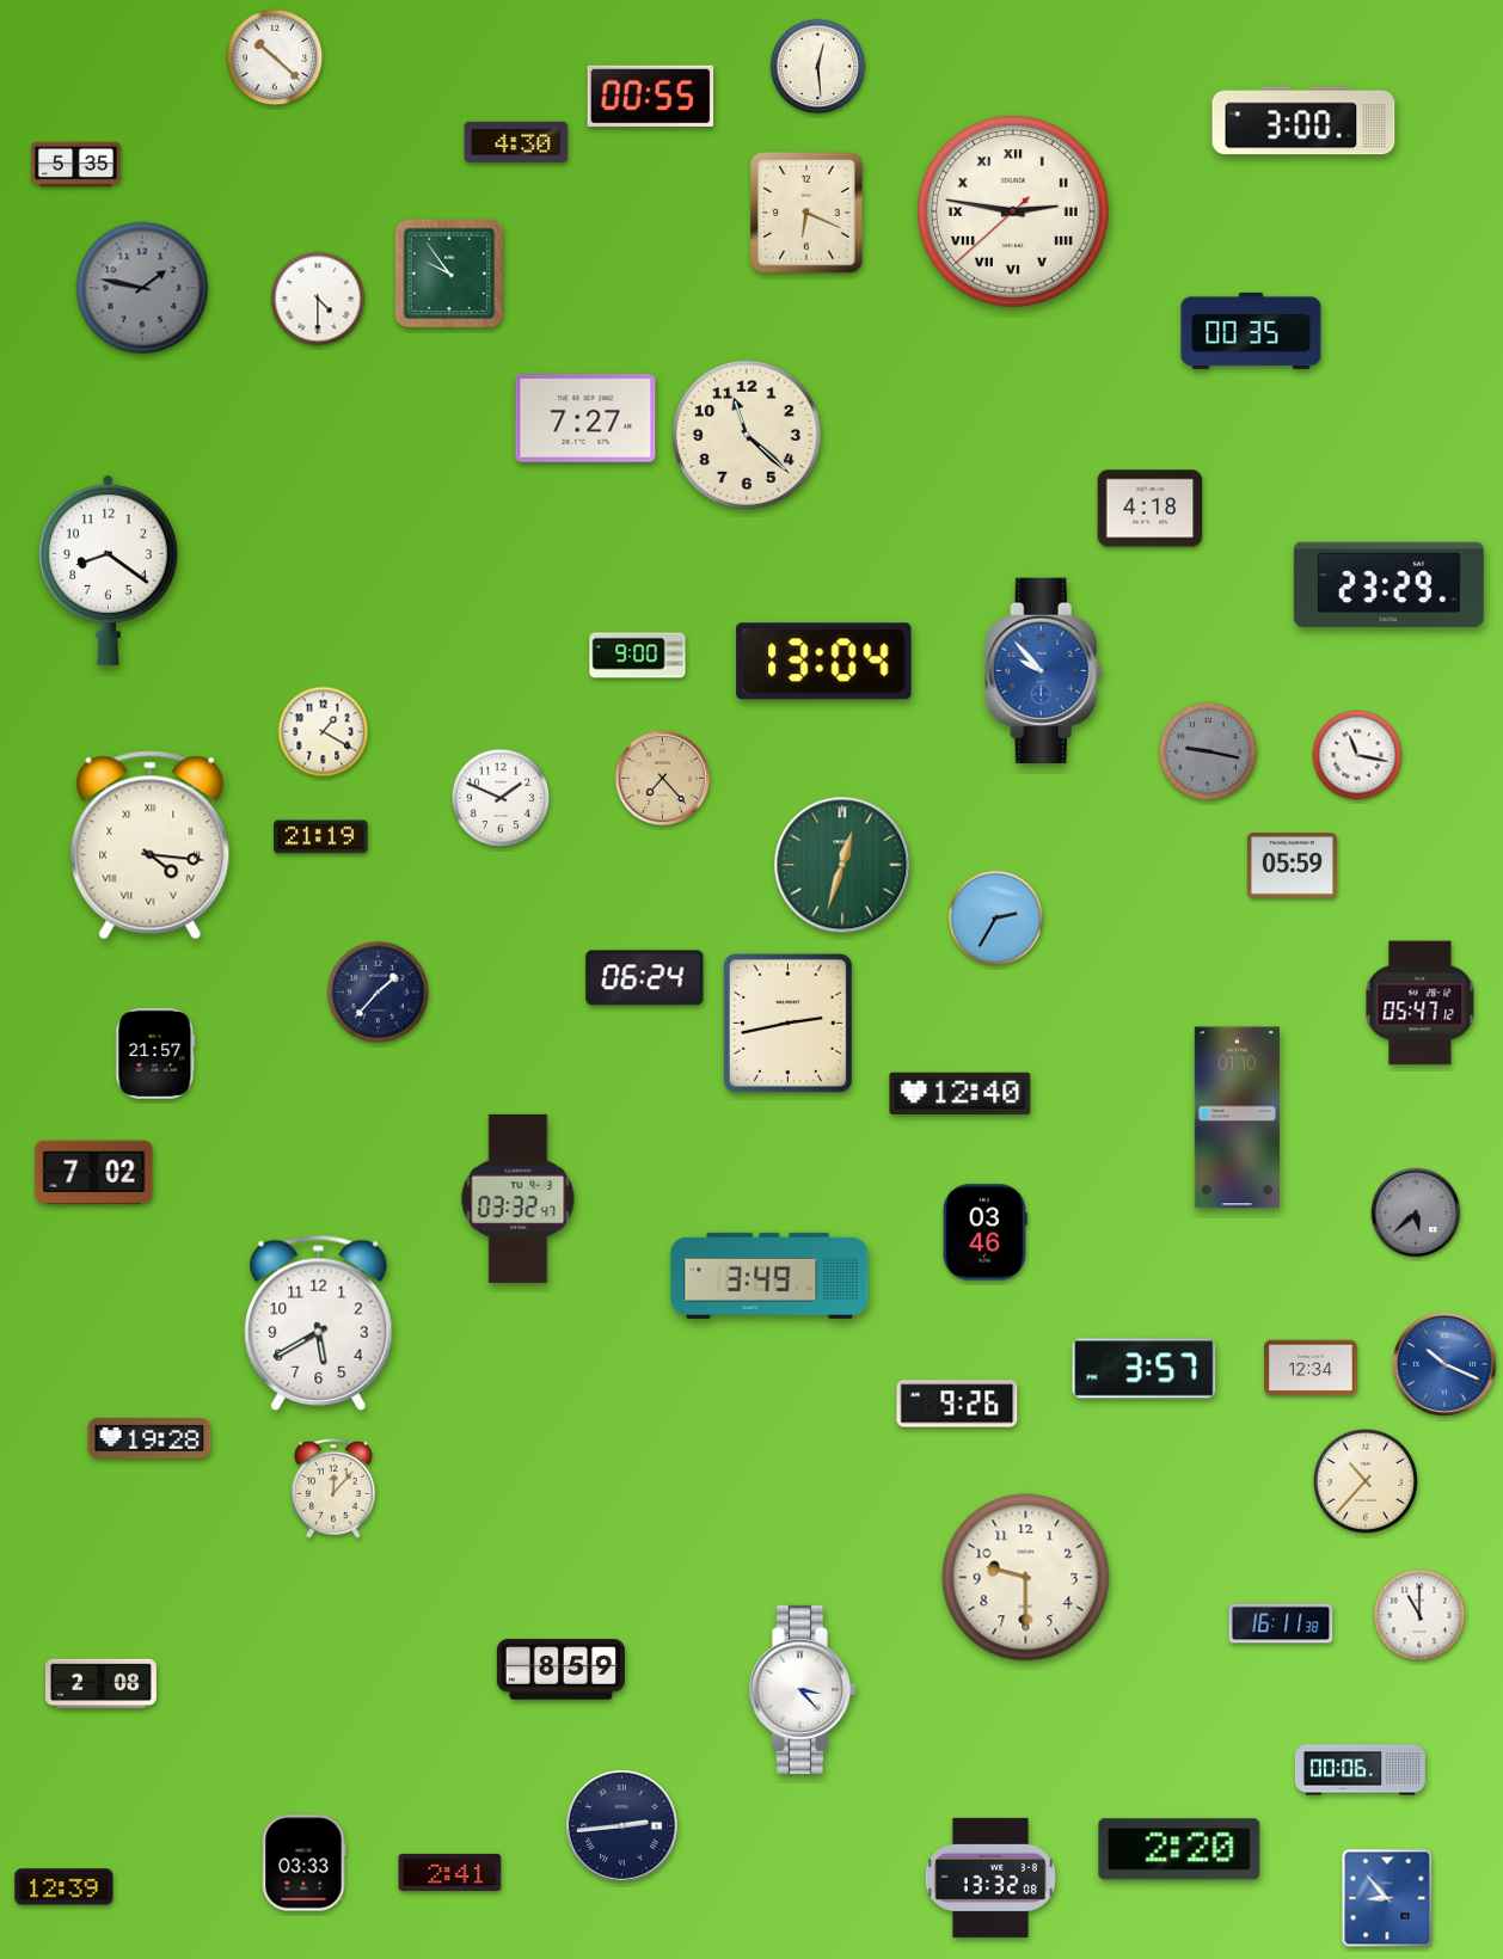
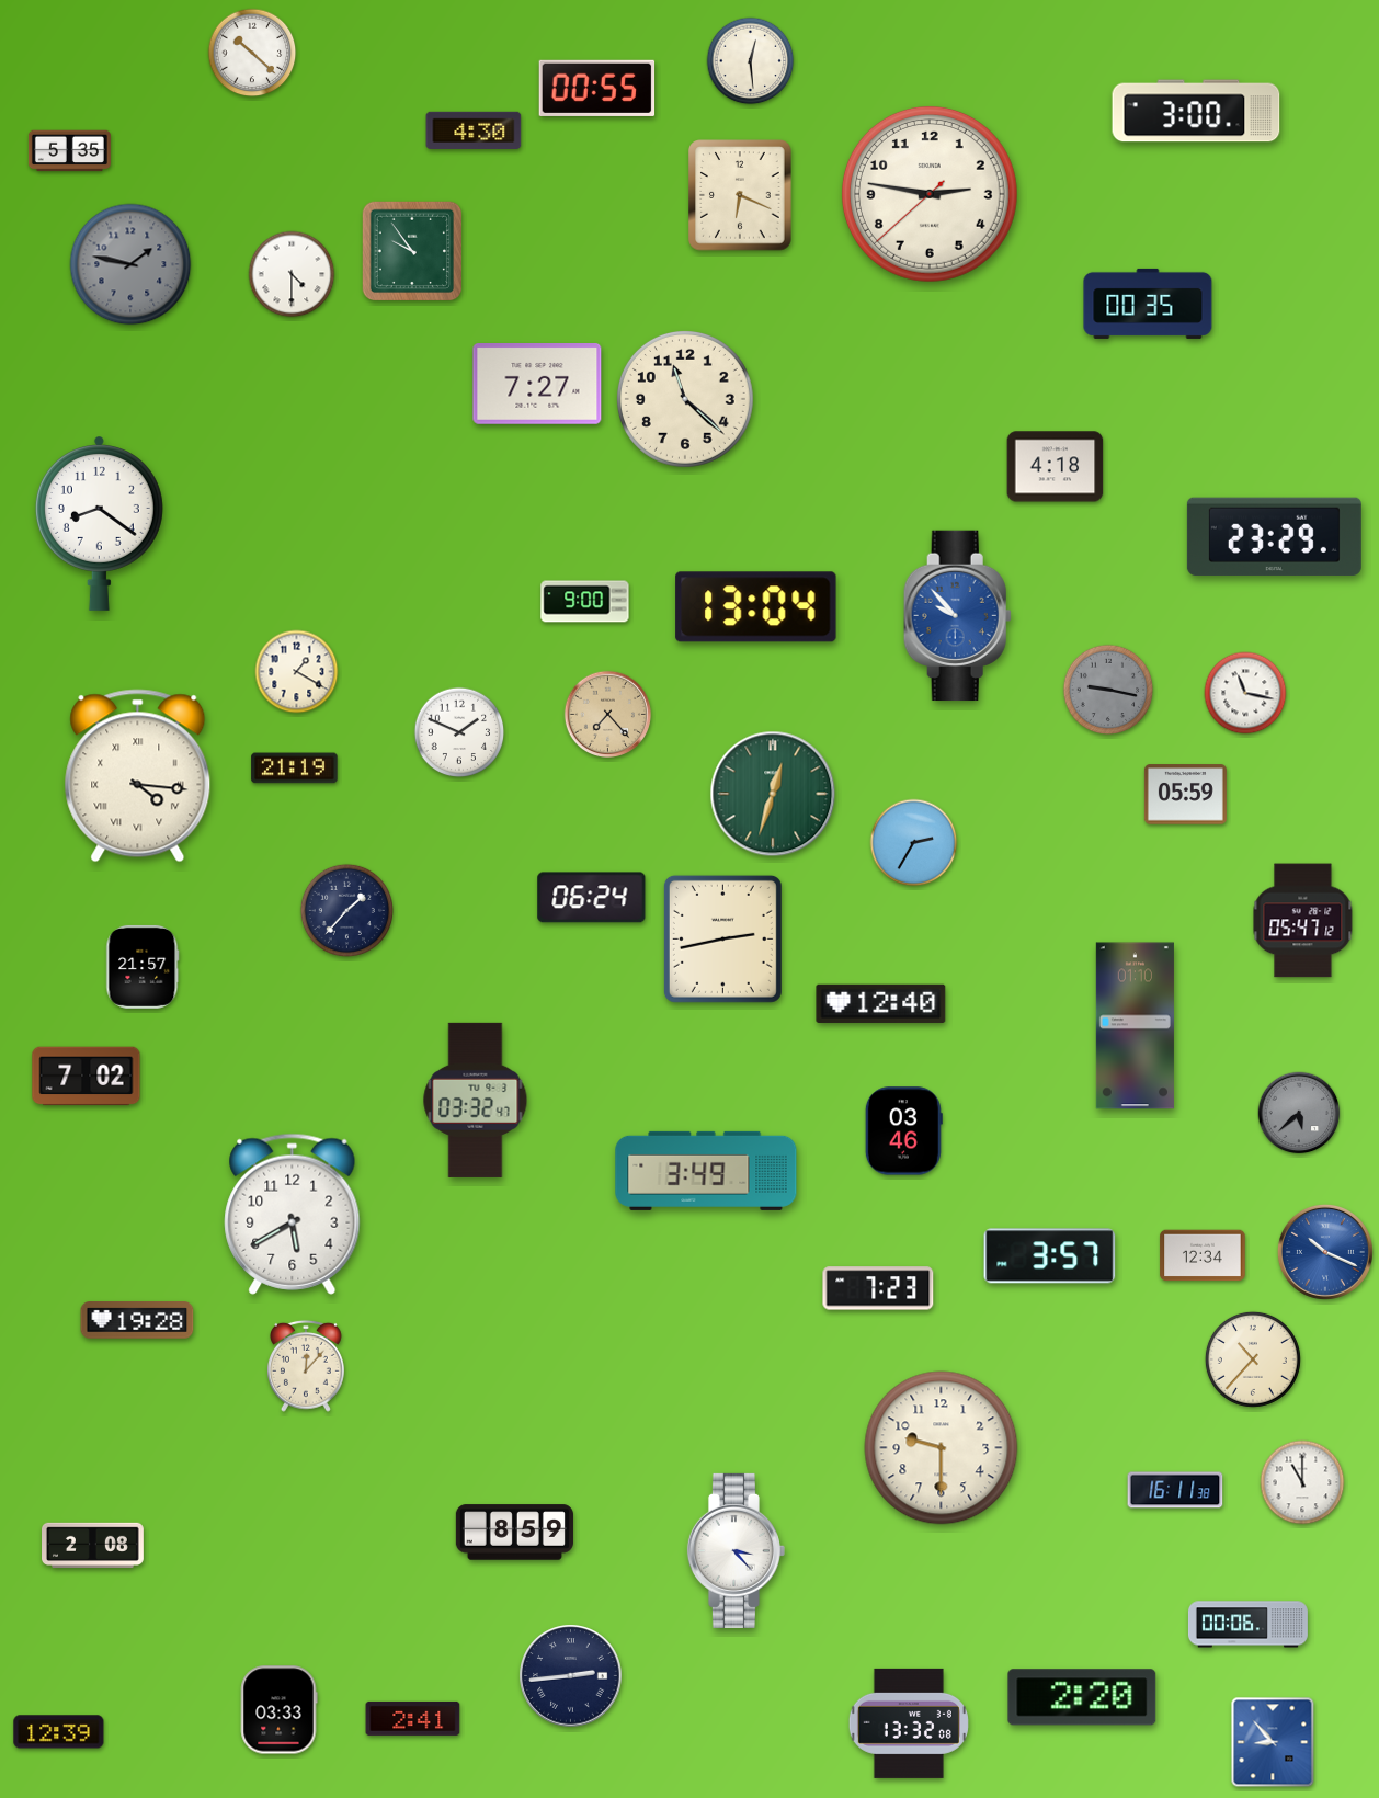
clock at (1013, 211) numerals: Roman -> Arabic
clock at (957, 1404): 9:26 -> 7:23
